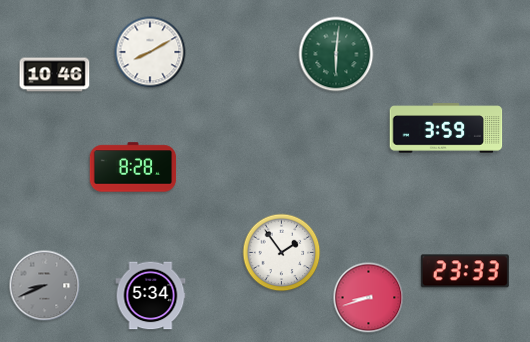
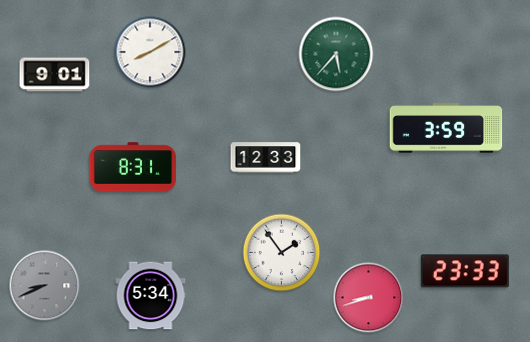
clock at (336, 54): 6:01 -> 5:37
clock at (55, 75): 10:46 -> 9:01
clock at (266, 158): none -> 12:33
clock at (133, 167): 8:28 -> 8:31
